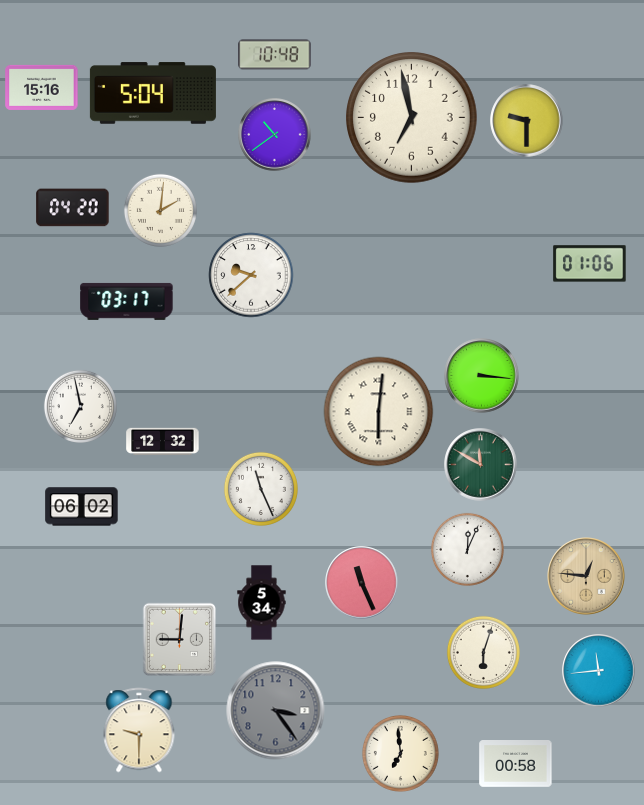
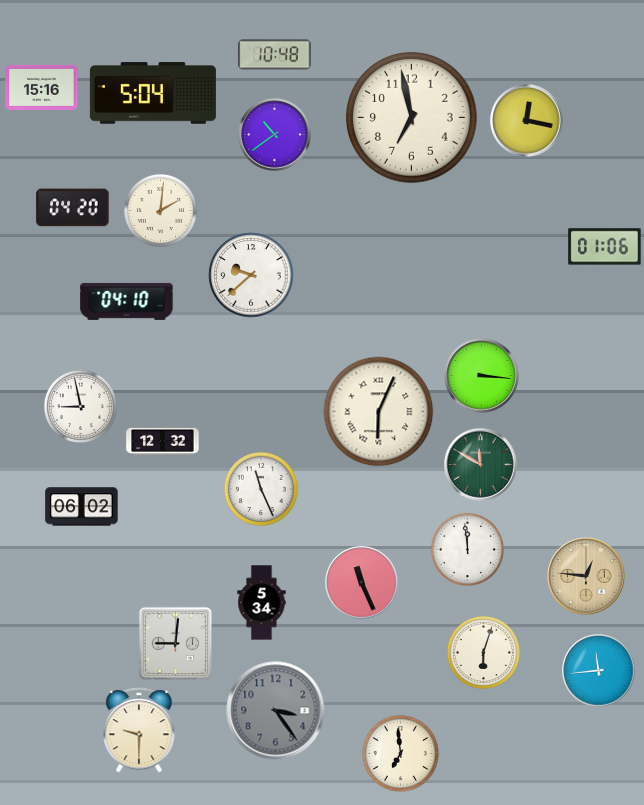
clock at (527, 121): 9:30 -> 12:17
clock at (590, 264) position: (590, 264) -> (605, 247)
clock at (127, 301): 03:17 -> 04:10
clock at (80, 406): 6:58 -> 8:58
clock at (379, 412): 6:01 -> 6:04
clock at (467, 549): 12:04 -> 11:59
clock at (180, 640) position: (180, 640) -> (176, 644)
clock at (516, 764): 00:58 -> none
